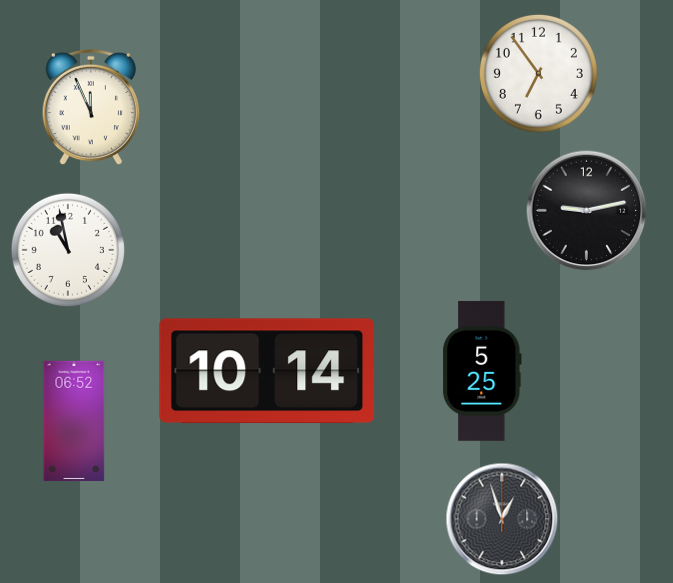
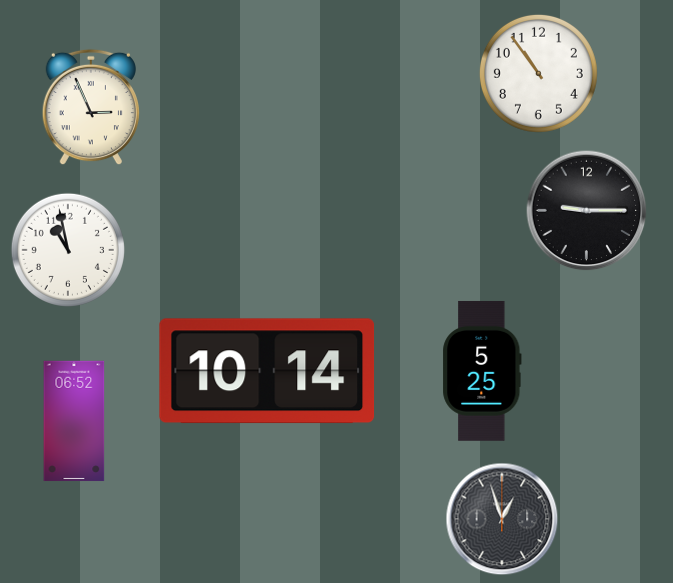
clock at (538, 73): 6:54 -> 10:54
clock at (91, 107): 11:56 -> 2:56
clock at (587, 211): 9:13 -> 9:15
